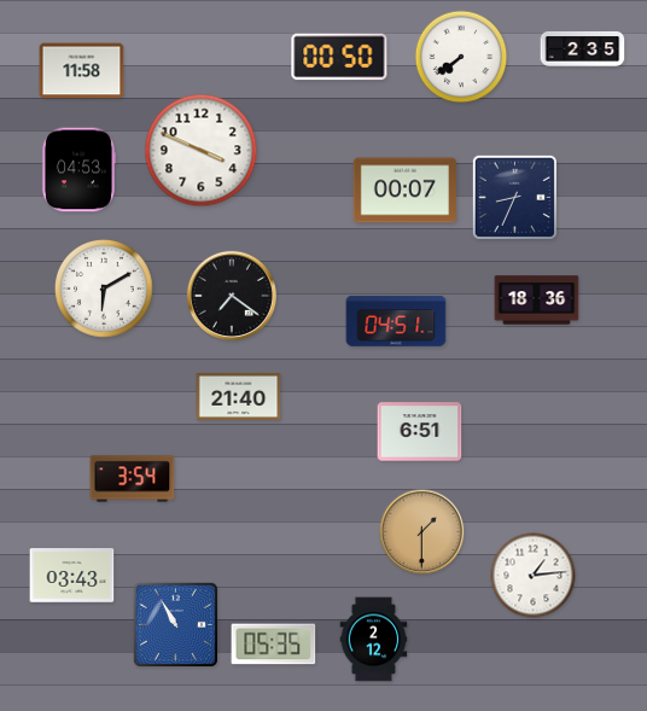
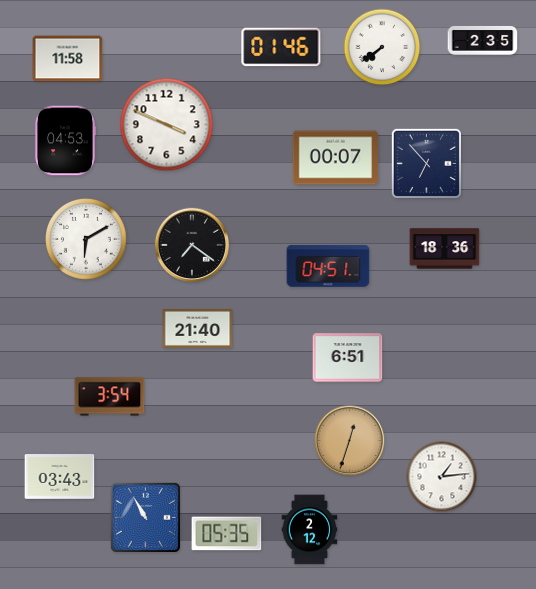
clock at (339, 57): 00:50 -> 01:46
clock at (514, 197): 8:34 -> 6:53
clock at (422, 532): 1:30 -> 12:33
